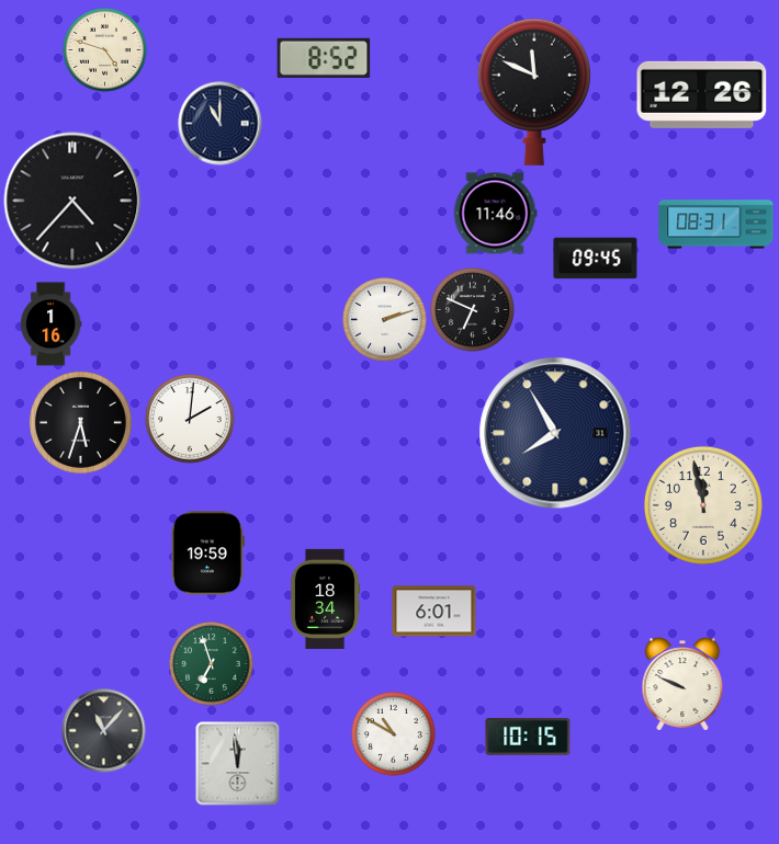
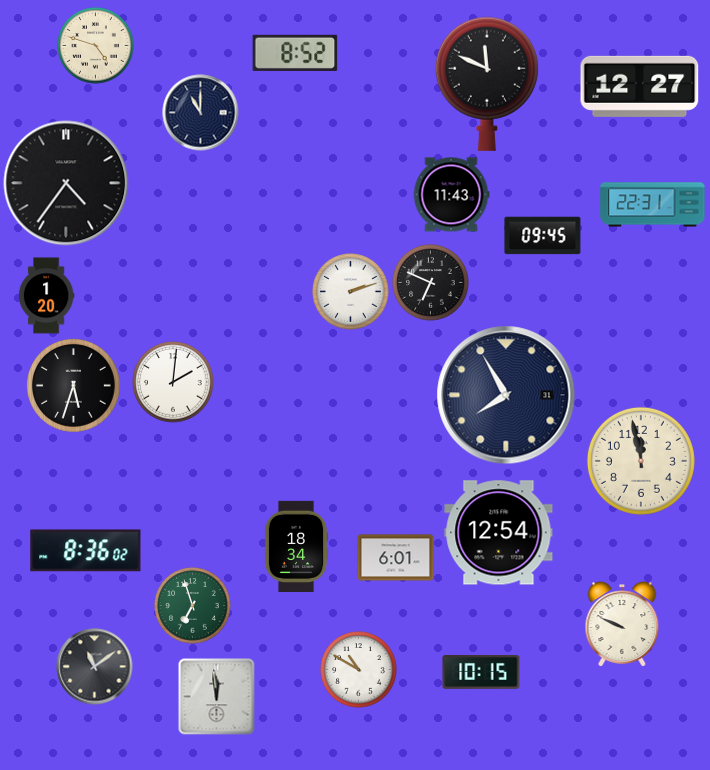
clock at (702, 94): 12:26 -> 12:27
clock at (72, 201): 4:37 -> 4:36
clock at (495, 214): 11:46 -> 11:43
clock at (716, 225): 08:31 -> 22:31
clock at (50, 324): 1:16 -> 1:20
clock at (207, 554): 19:59 -> none
clock at (499, 533): none -> 12:54
clock at (86, 551): none -> 8:36
clock at (104, 731): 11:07 -> 11:09
